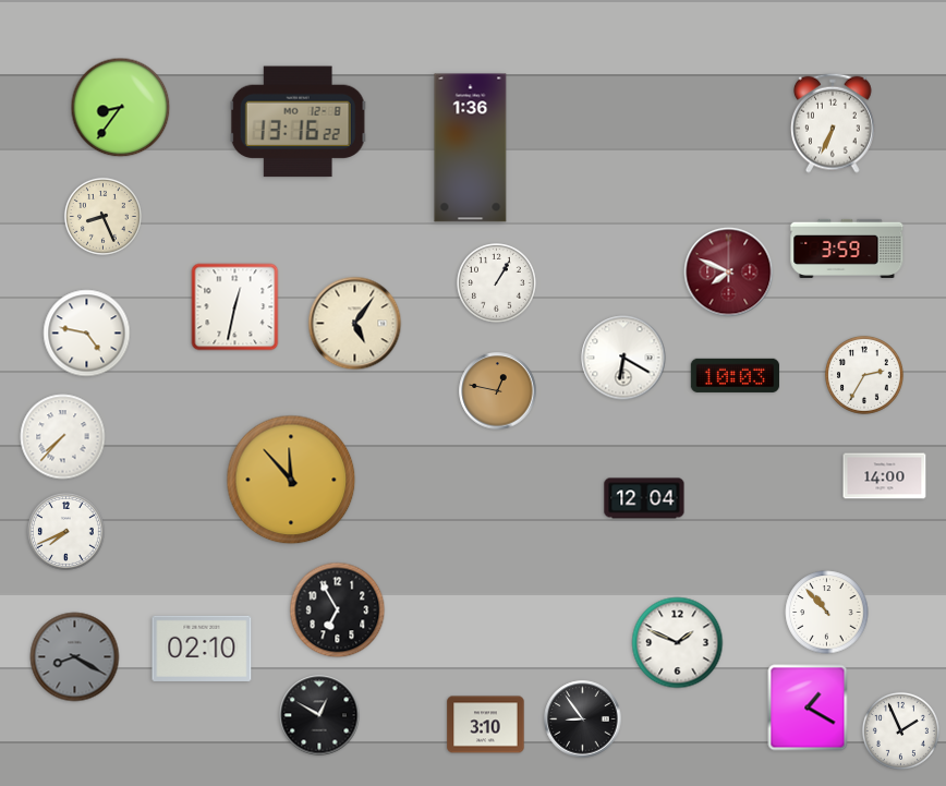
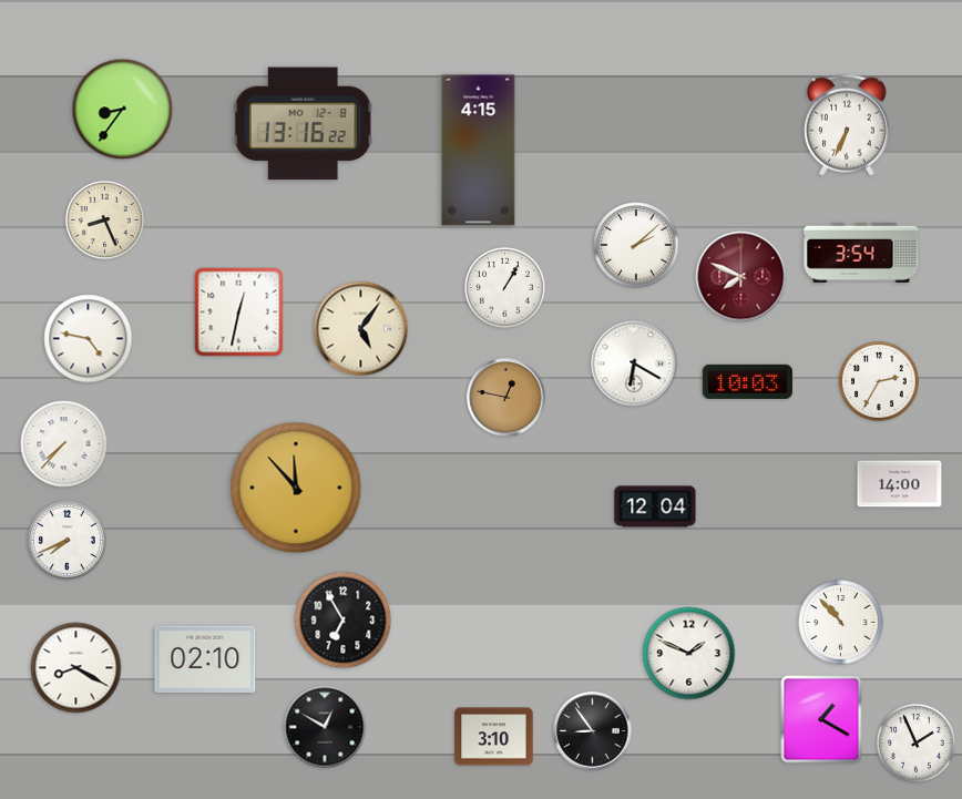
clock at (471, 148): 1:36 -> 4:15
clock at (636, 245): none -> 2:08
clock at (847, 249): 3:59 -> 3:54
clock at (75, 657) dial: grey -> white
